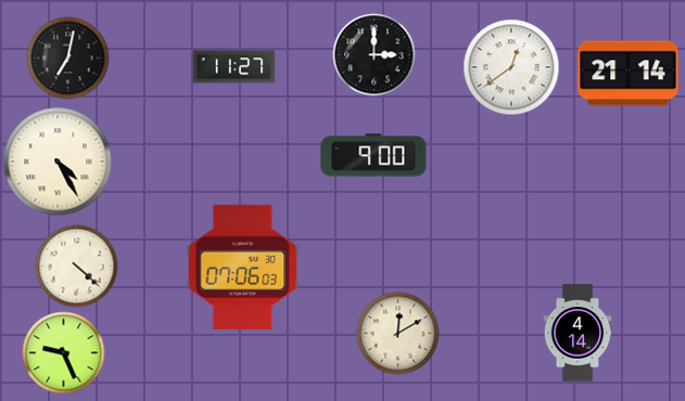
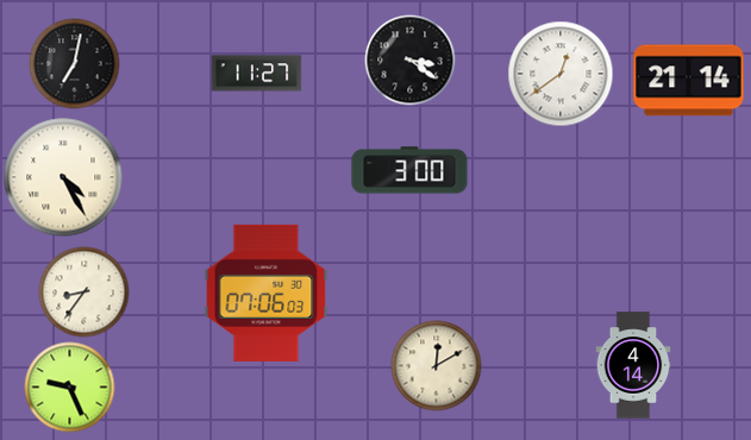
clock at (375, 55): 3:00 -> 3:21
clock at (373, 155): 9:00 -> 3:00
clock at (77, 267): 4:22 -> 8:36
